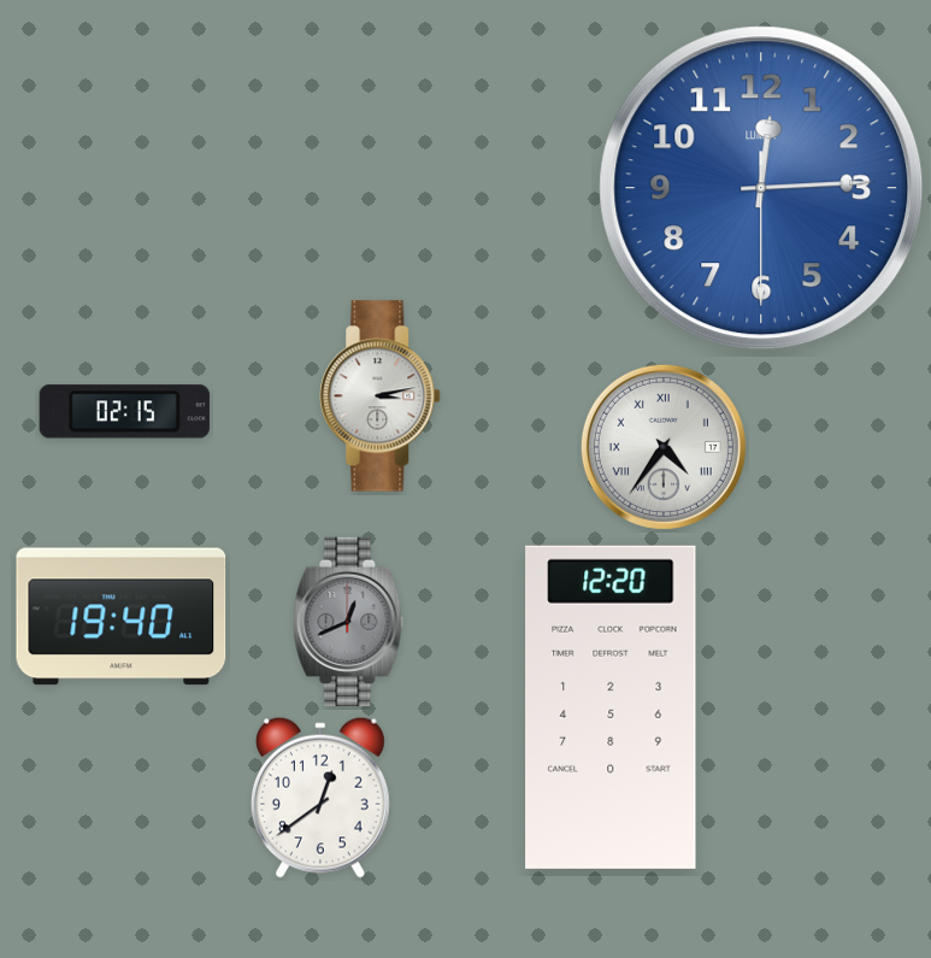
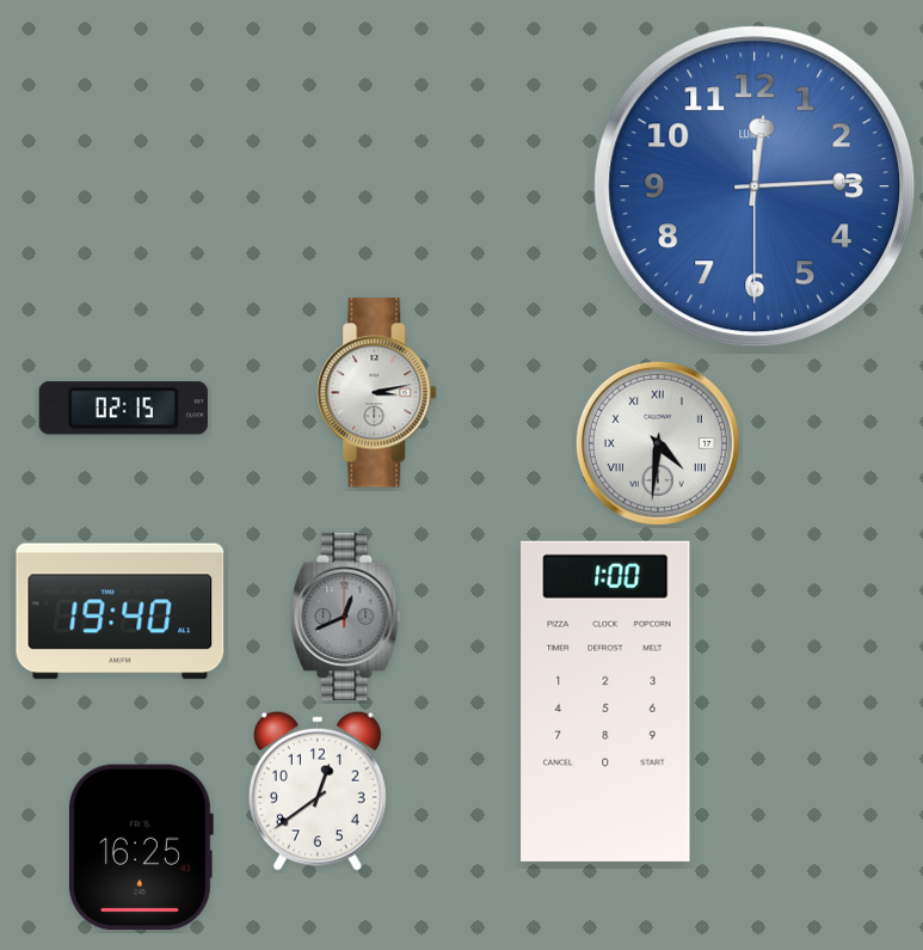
clock at (664, 447): 4:36 -> 4:31
clock at (611, 707): 12:20 -> 1:00
clock at (141, 846): none -> 16:25
